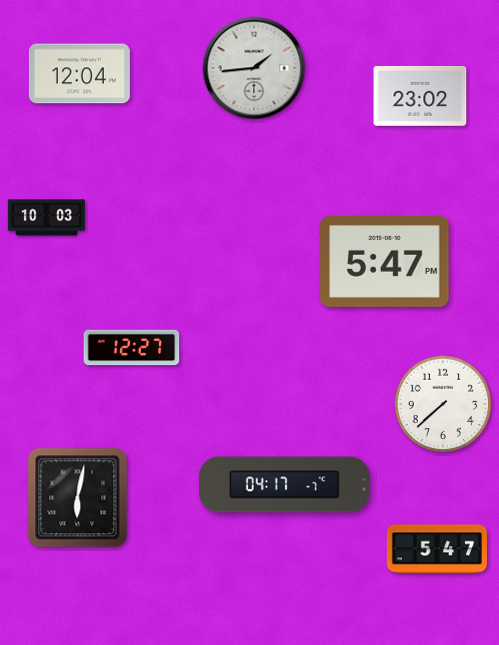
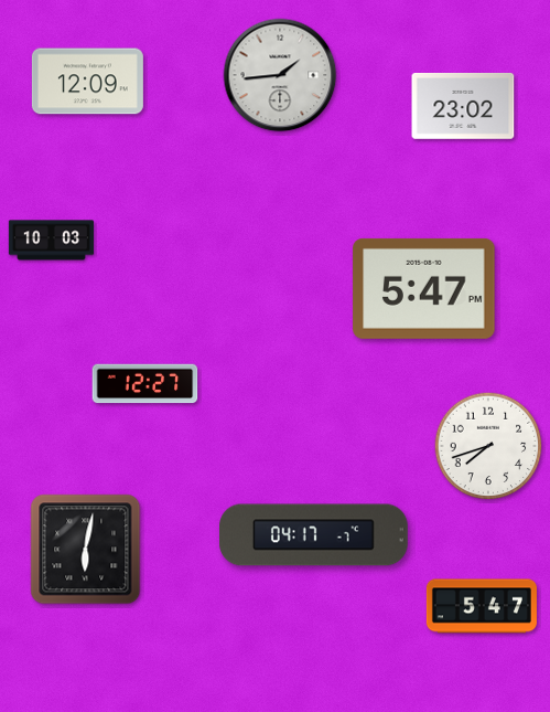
clock at (79, 74): 12:04 -> 12:09
clock at (443, 404): 7:38 -> 7:42
